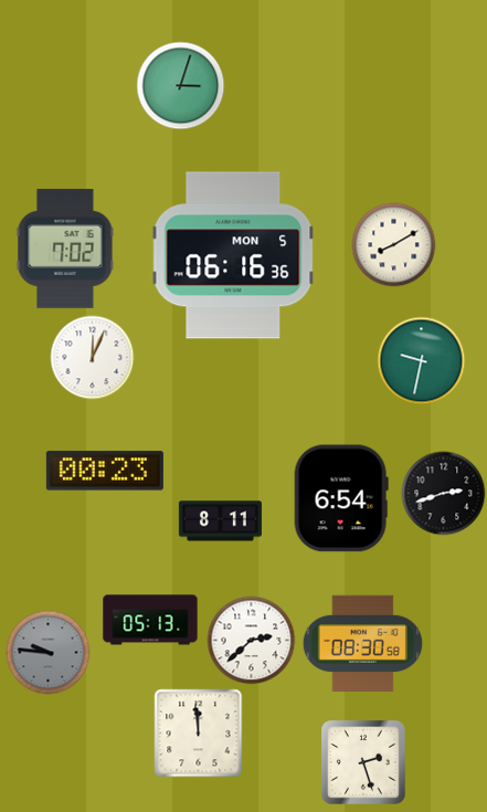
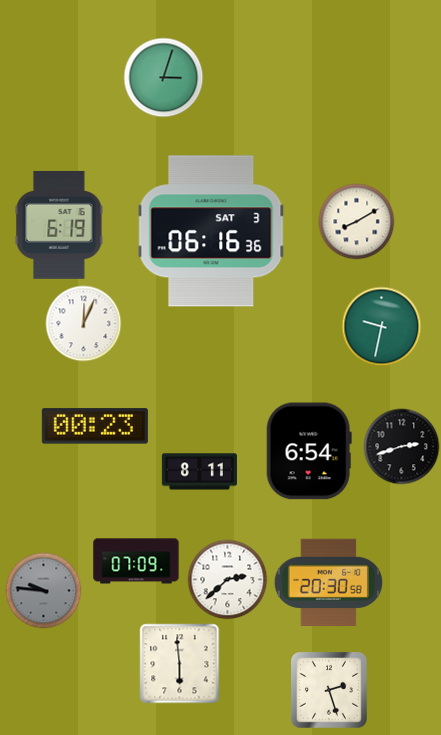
clock at (65, 249): 7:02 -> 6:19
clock at (233, 255) date: MON 5 -> SAT 3
clock at (150, 620): 05:13 -> 07:09
clock at (362, 644): 08:30 -> 20:30
clock at (199, 734): 11:59 -> 5:59
